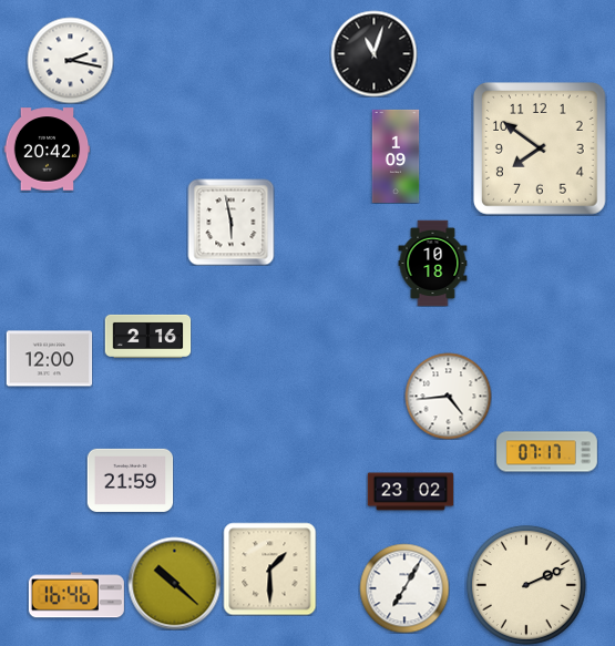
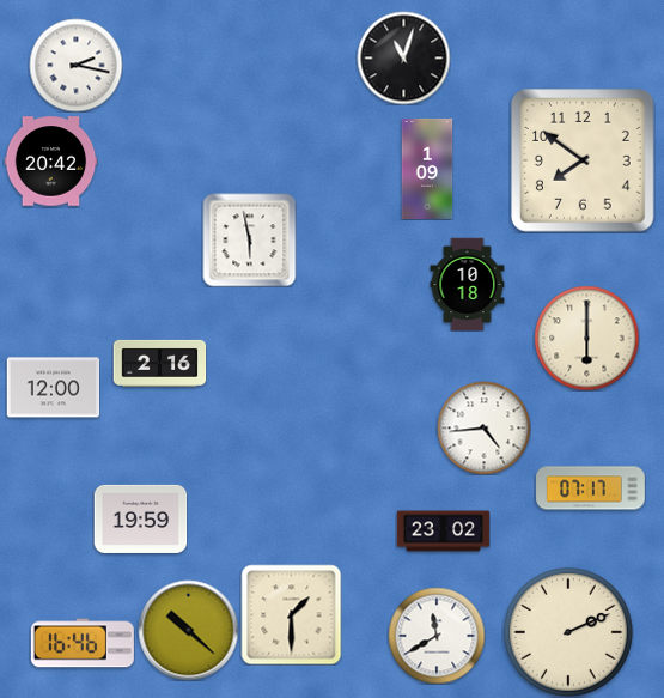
clock at (586, 338): none -> 6:00
clock at (130, 480): 21:59 -> 19:59
clock at (404, 588): 7:05 -> 11:40
